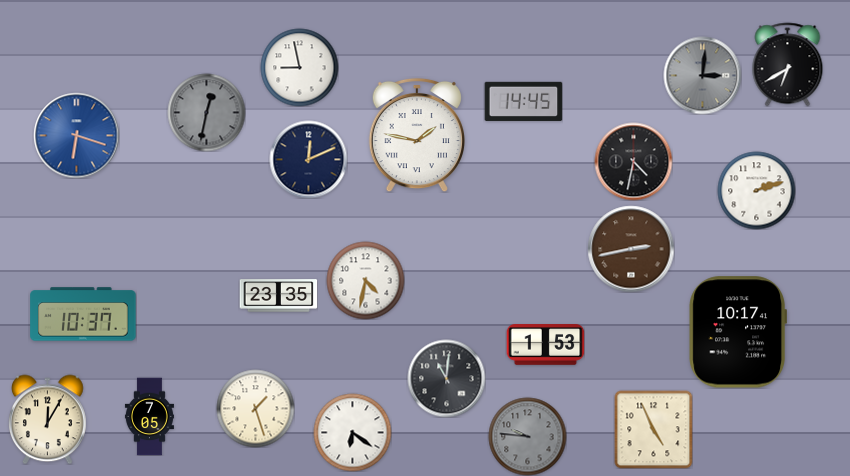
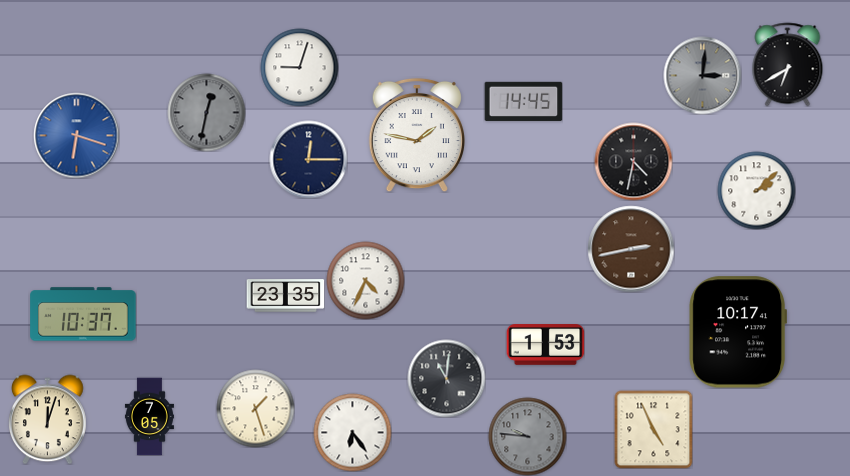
clock at (299, 67): 8:58 -> 9:03
clock at (308, 159): 12:11 -> 12:15
clock at (756, 190): 2:12 -> 2:08
clock at (365, 280): 4:32 -> 4:34
clock at (278, 296) position: (278, 296) -> (285, 296)
clock at (48, 419): 12:05 -> 12:03
clock at (352, 432): 6:21 -> 6:24
